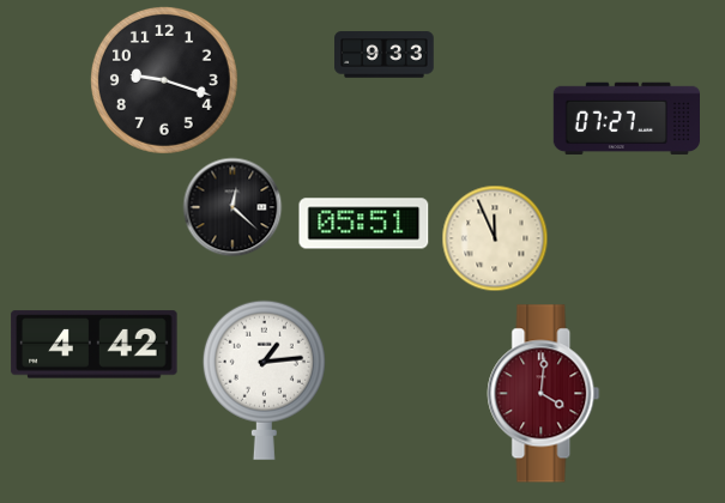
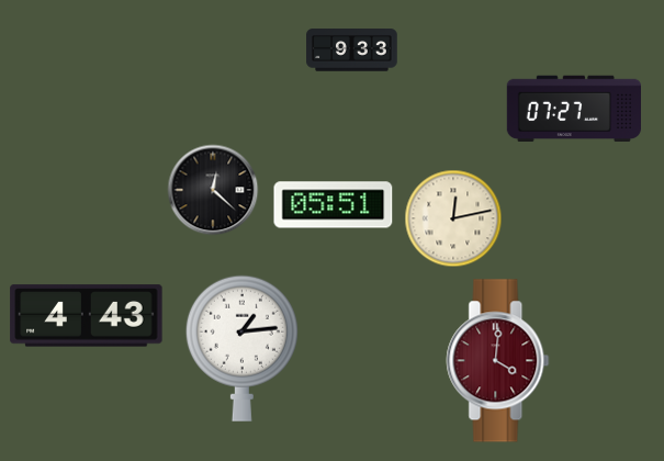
clock at (164, 80): 9:18 -> none
clock at (495, 238): 11:56 -> 12:13
clock at (95, 345): 4:42 -> 4:43
